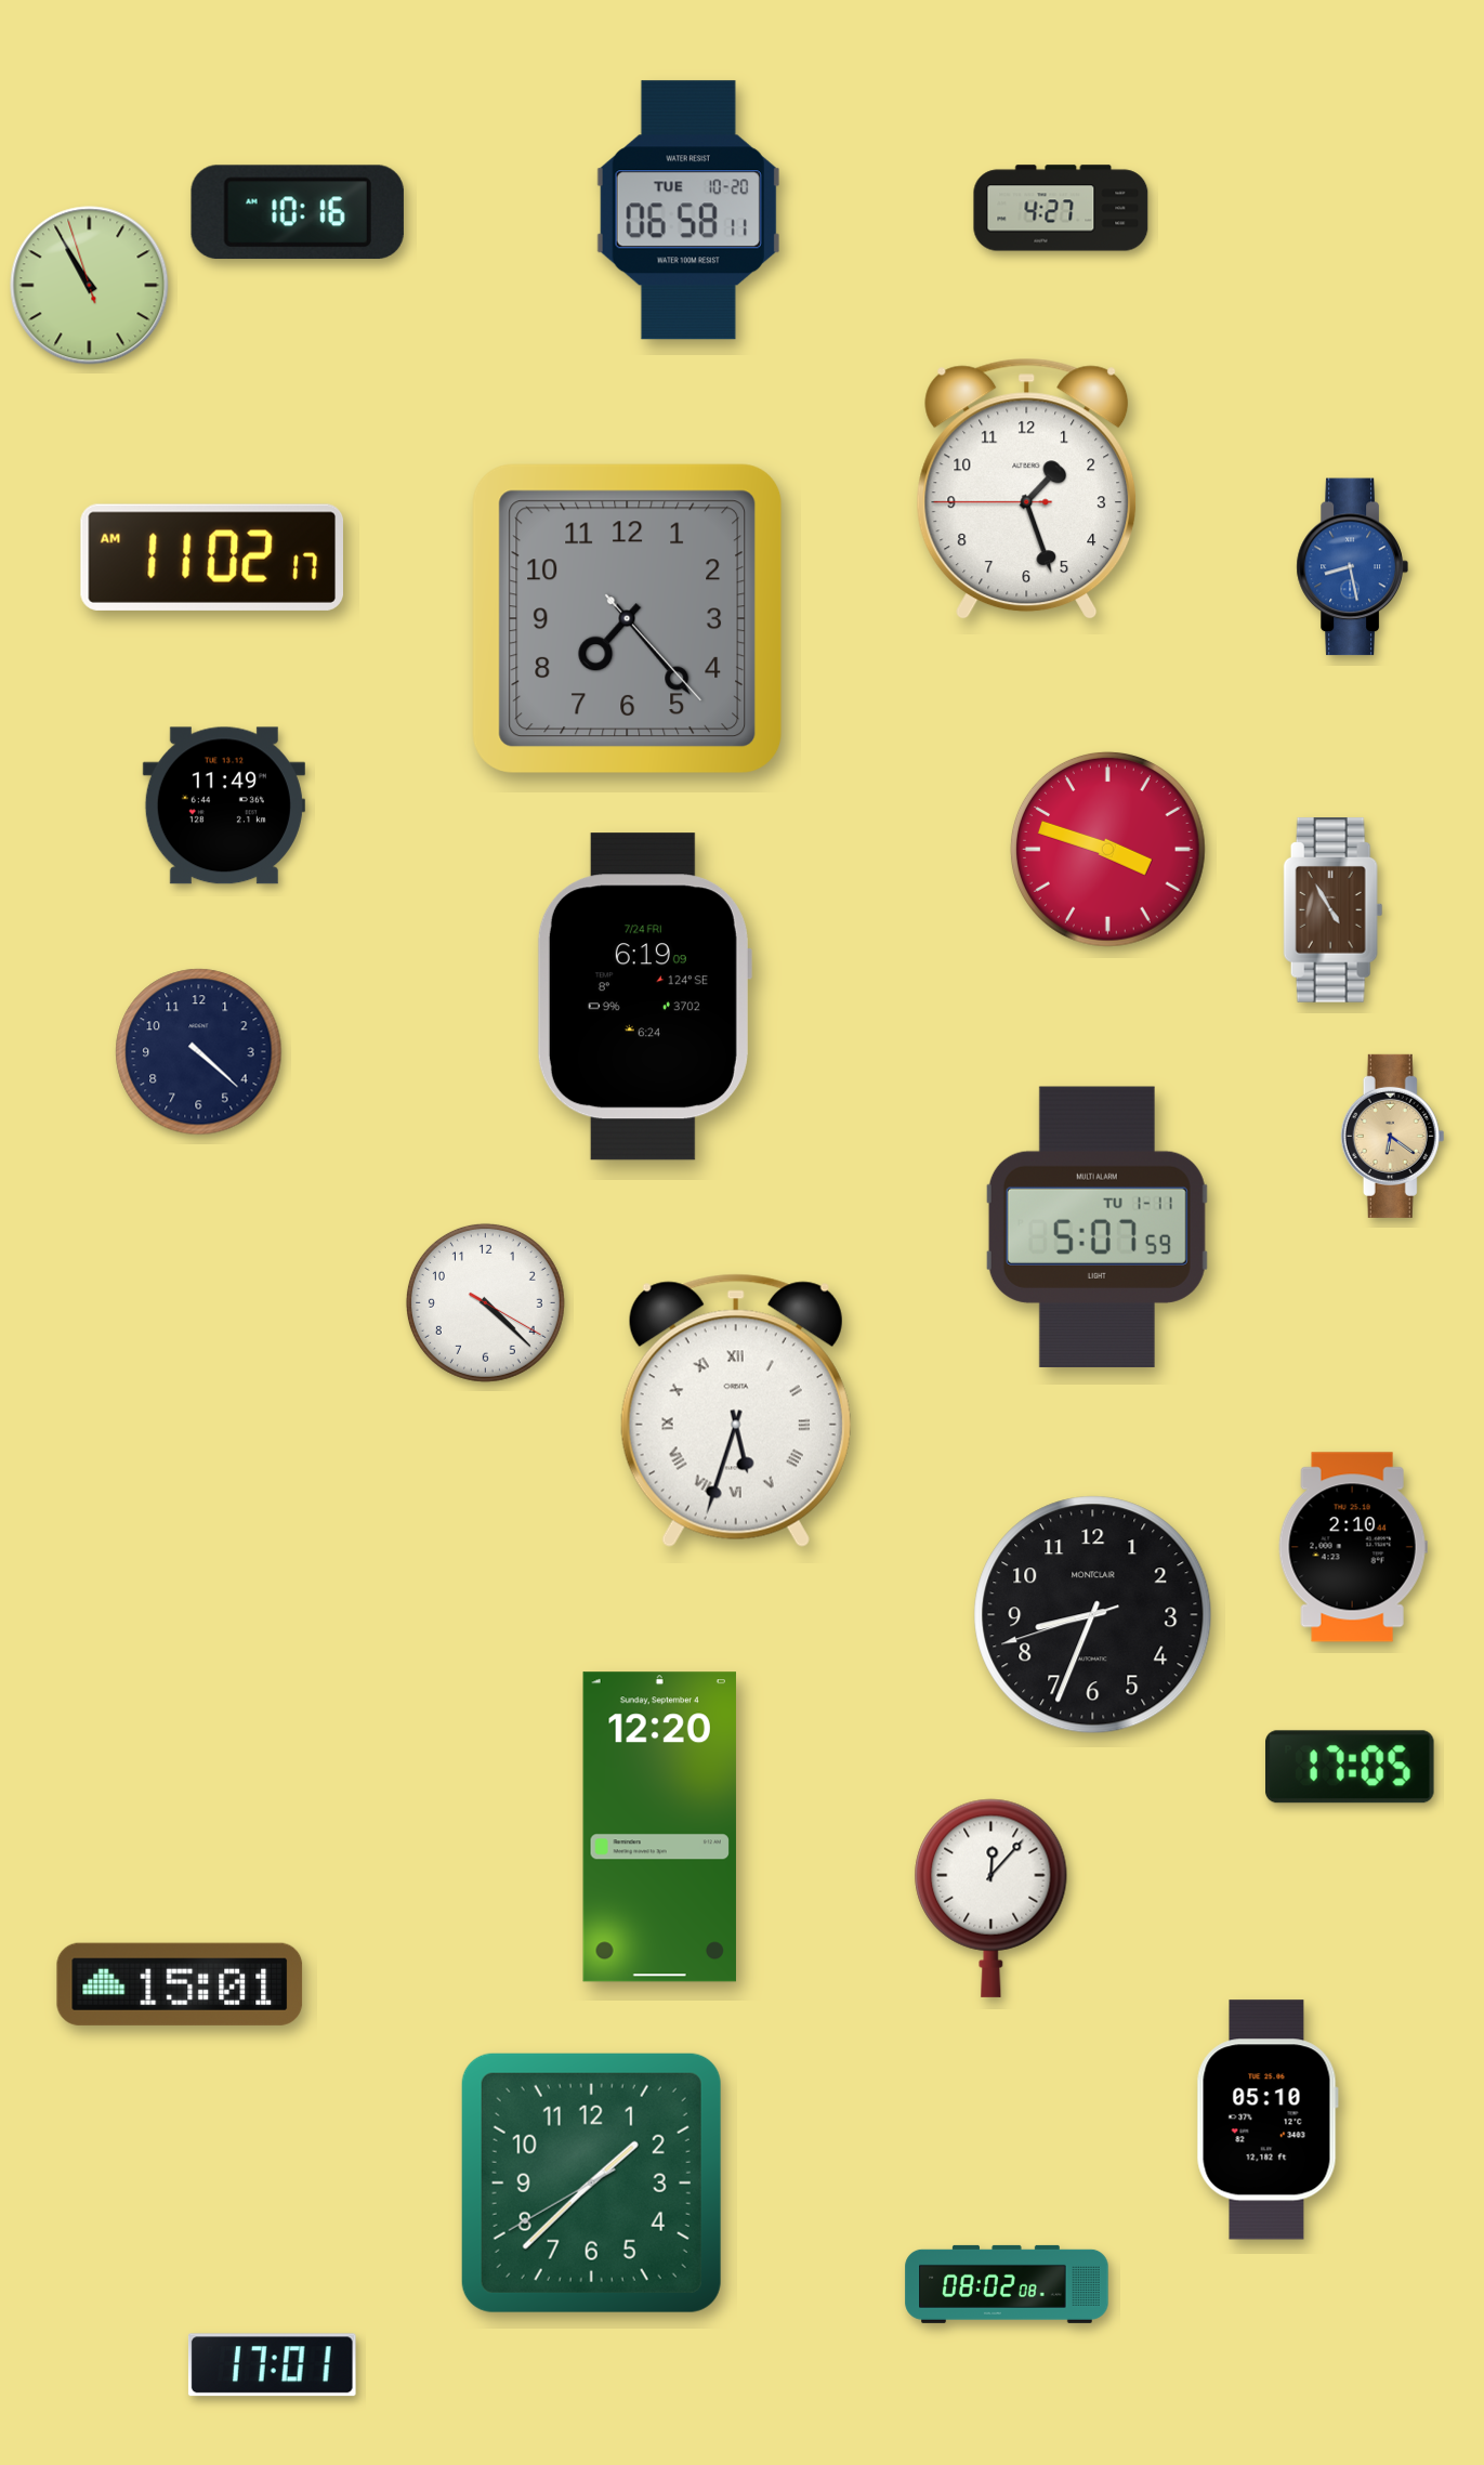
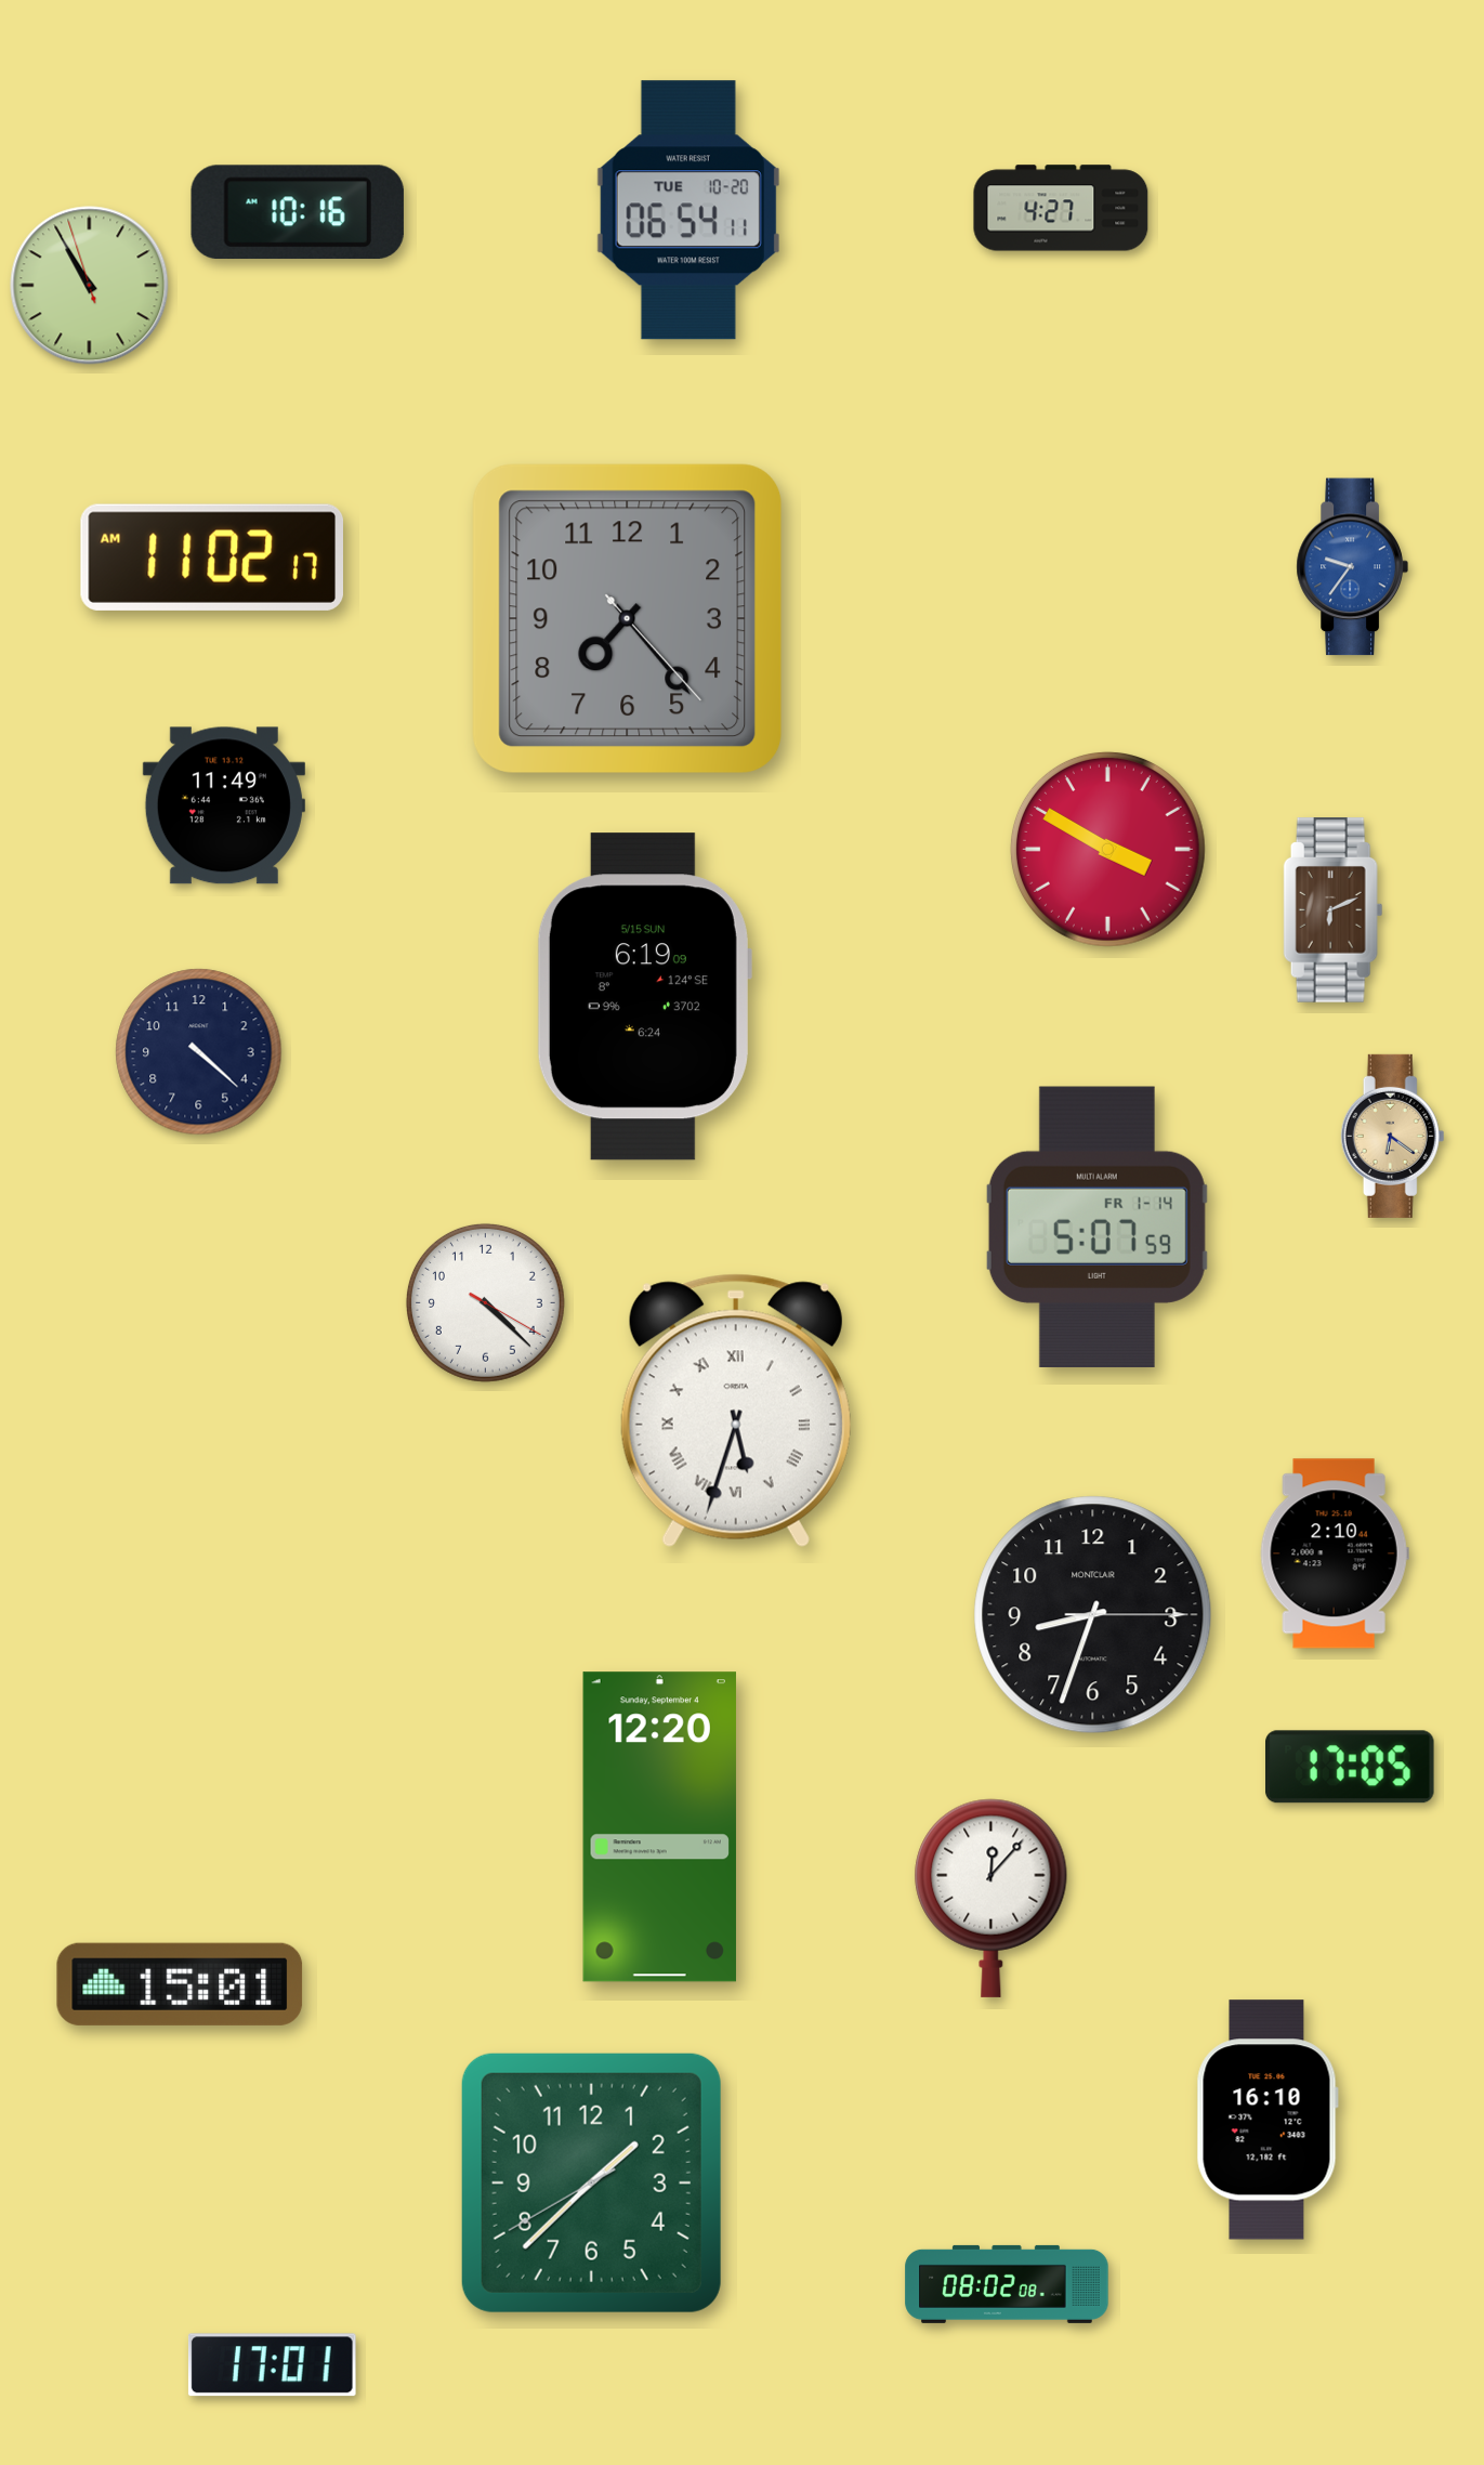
clock at (688, 210): 06:58 -> 06:54
clock at (1027, 489): 1:26 -> none
clock at (1352, 567): 8:28 -> 9:36
clock at (1107, 849): 3:48 -> 3:50
clock at (1334, 910): 4:55 -> 6:11
clock at (644, 997) date: 7/24 FRI -> 5/15 SUN
clock at (1096, 1227) date: TU 1-11 -> FR 1-14
clock at (1353, 1547) position: (1353, 1547) -> (1335, 1553)
clock at (1093, 1615): 8:33:42 -> 8:33:15
clock at (1268, 2120): 05:10 -> 16:10
